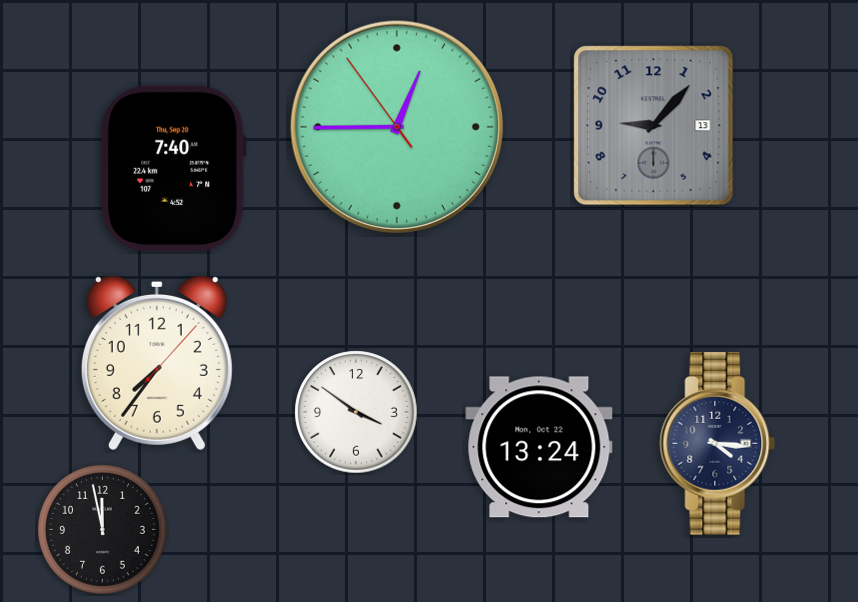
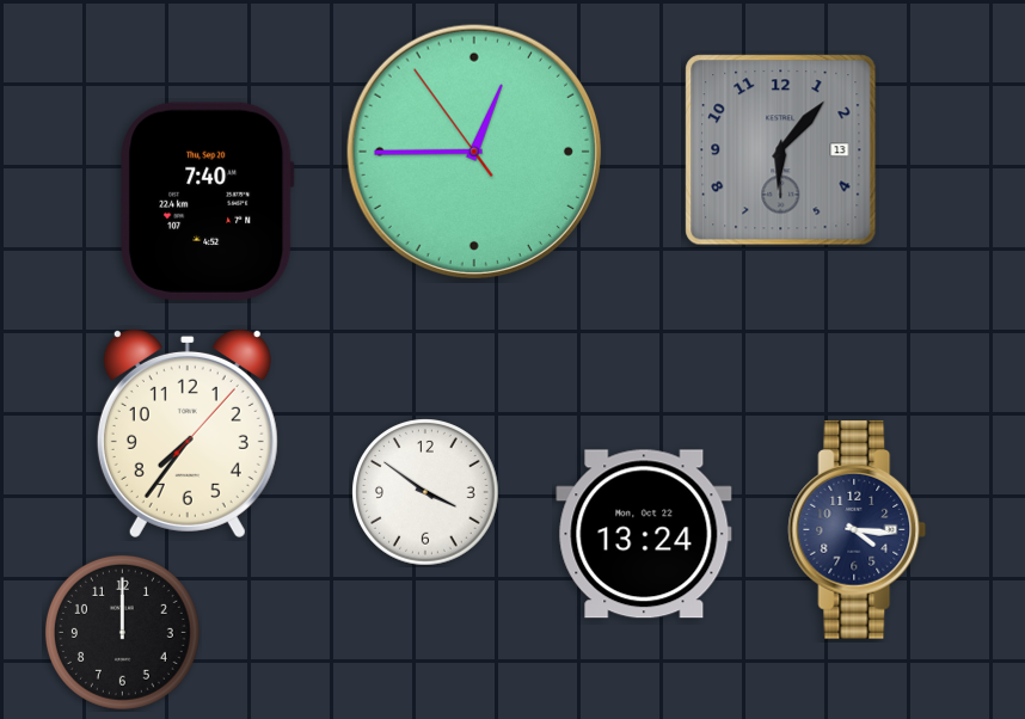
clock at (654, 126): 9:07 -> 6:07
clock at (102, 529): 11:58 -> 12:00
